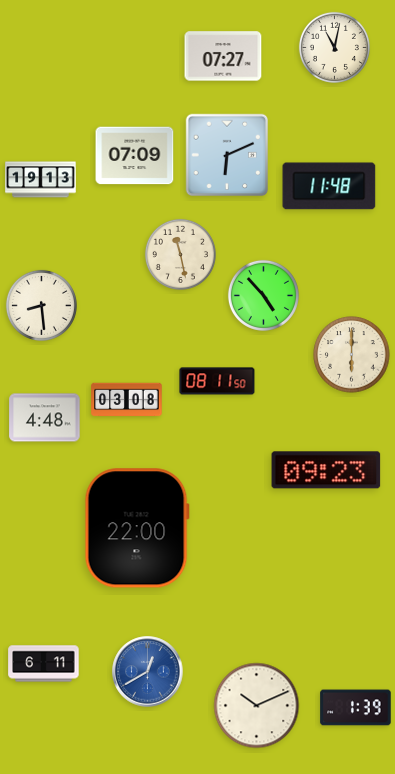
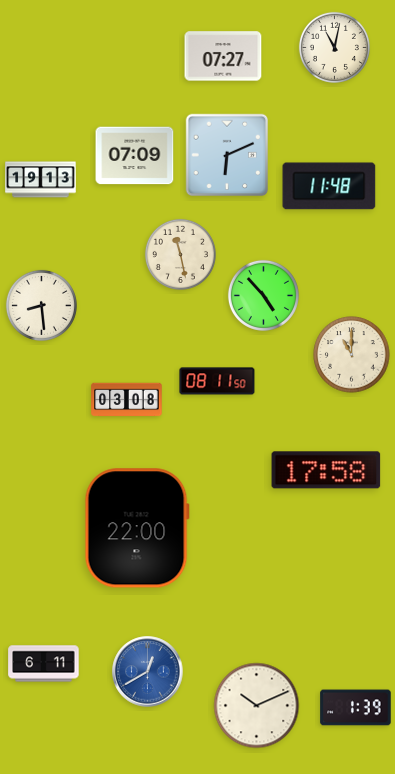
clock at (352, 355): 6:00 -> 11:00
clock at (45, 418): 4:48 -> none
clock at (326, 470): 09:23 -> 17:58
